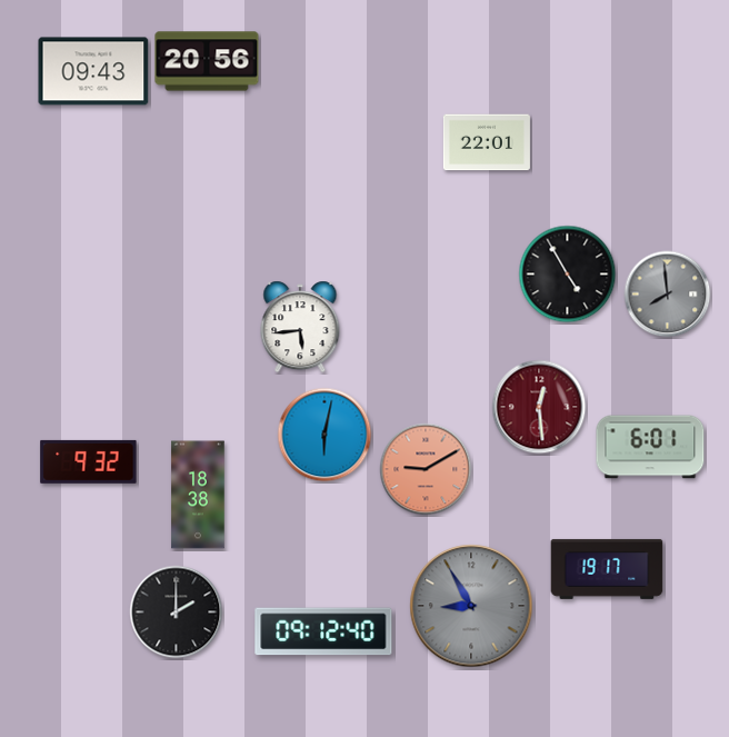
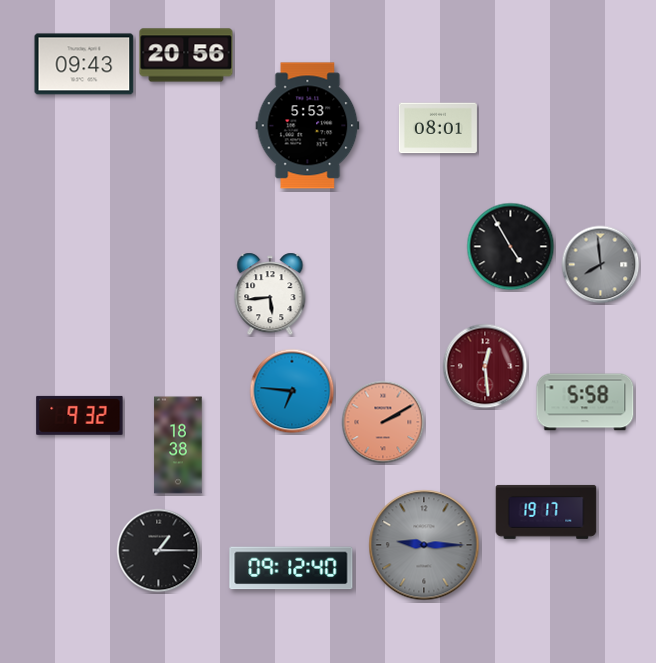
clock at (308, 126): none -> 5:53
clock at (487, 142): 22:01 -> 08:01
clock at (324, 435): 6:02 -> 6:46
clock at (650, 447): 6:01 -> 5:58
clock at (426, 469): 9:10 -> 2:10
clock at (471, 606): 8:55 -> 9:15
clock at (177, 612): 2:00 -> 1:15
